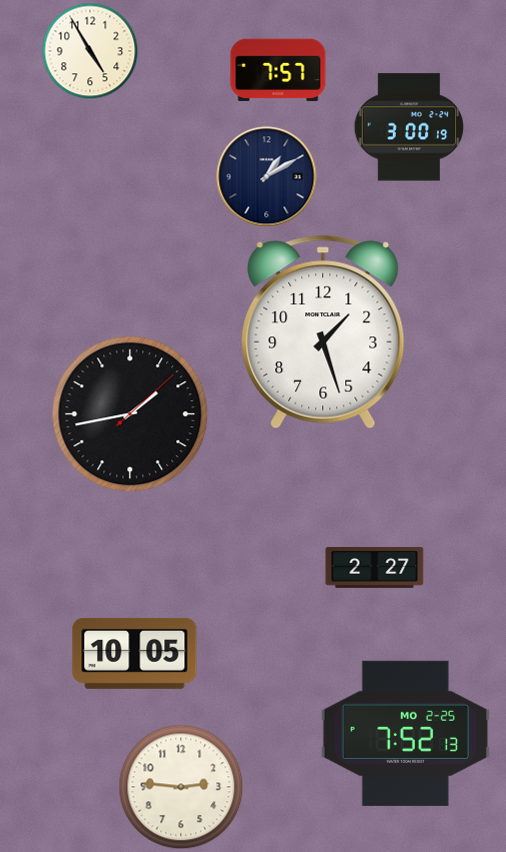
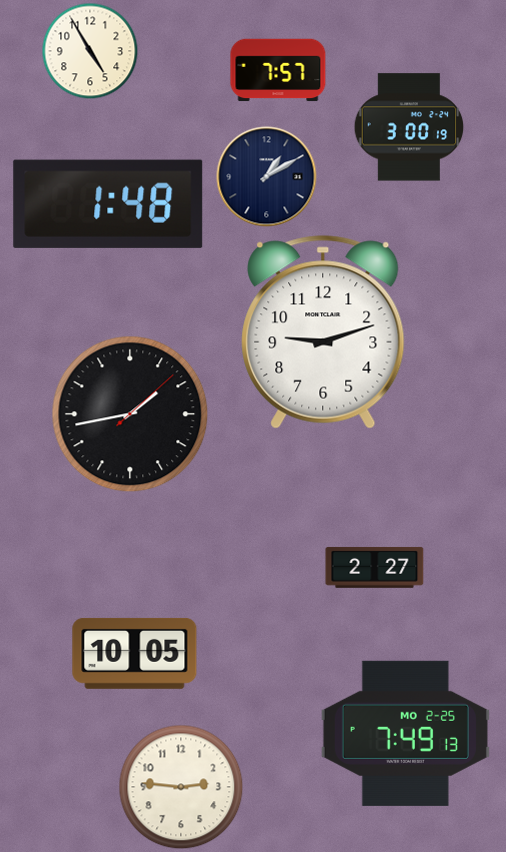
clock at (108, 204): none -> 1:48
clock at (323, 332): 1:27 -> 9:12
clock at (405, 733): 7:52 -> 7:49
